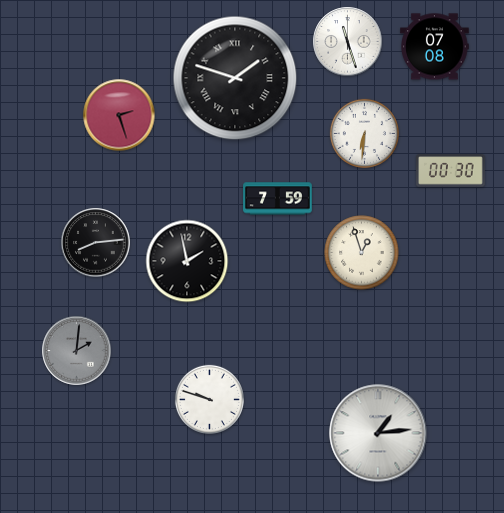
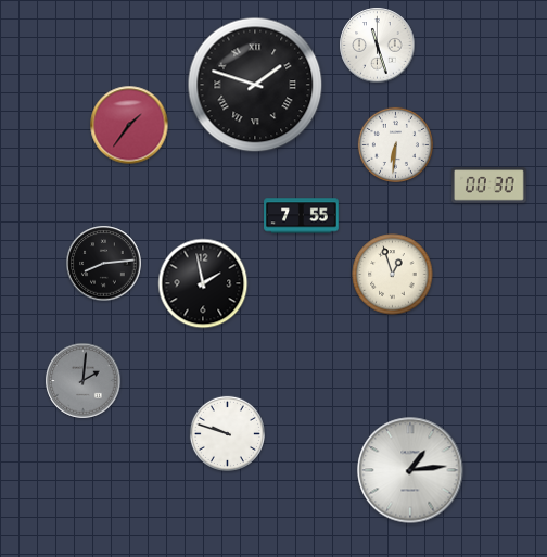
clock at (435, 47): 07:08 -> none
clock at (119, 115): 2:27 -> 1:36
clock at (278, 199): 7:59 -> 7:55
